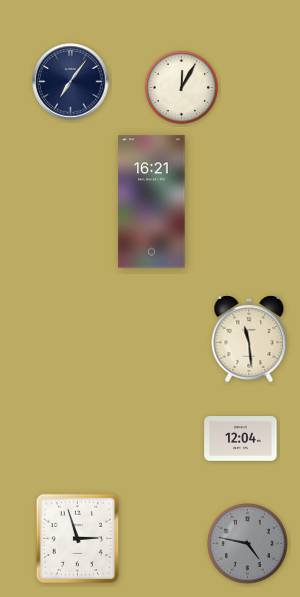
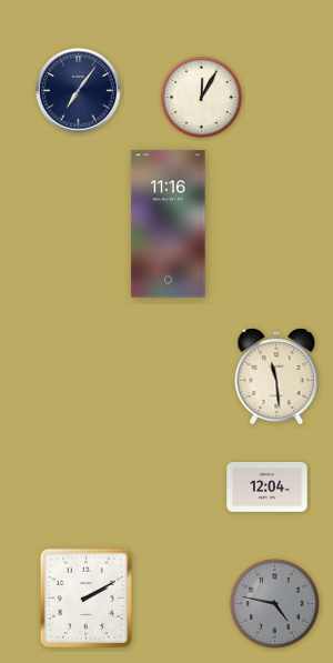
clock at (152, 202): 16:21 -> 11:16
clock at (78, 539): 2:57 -> 2:10
